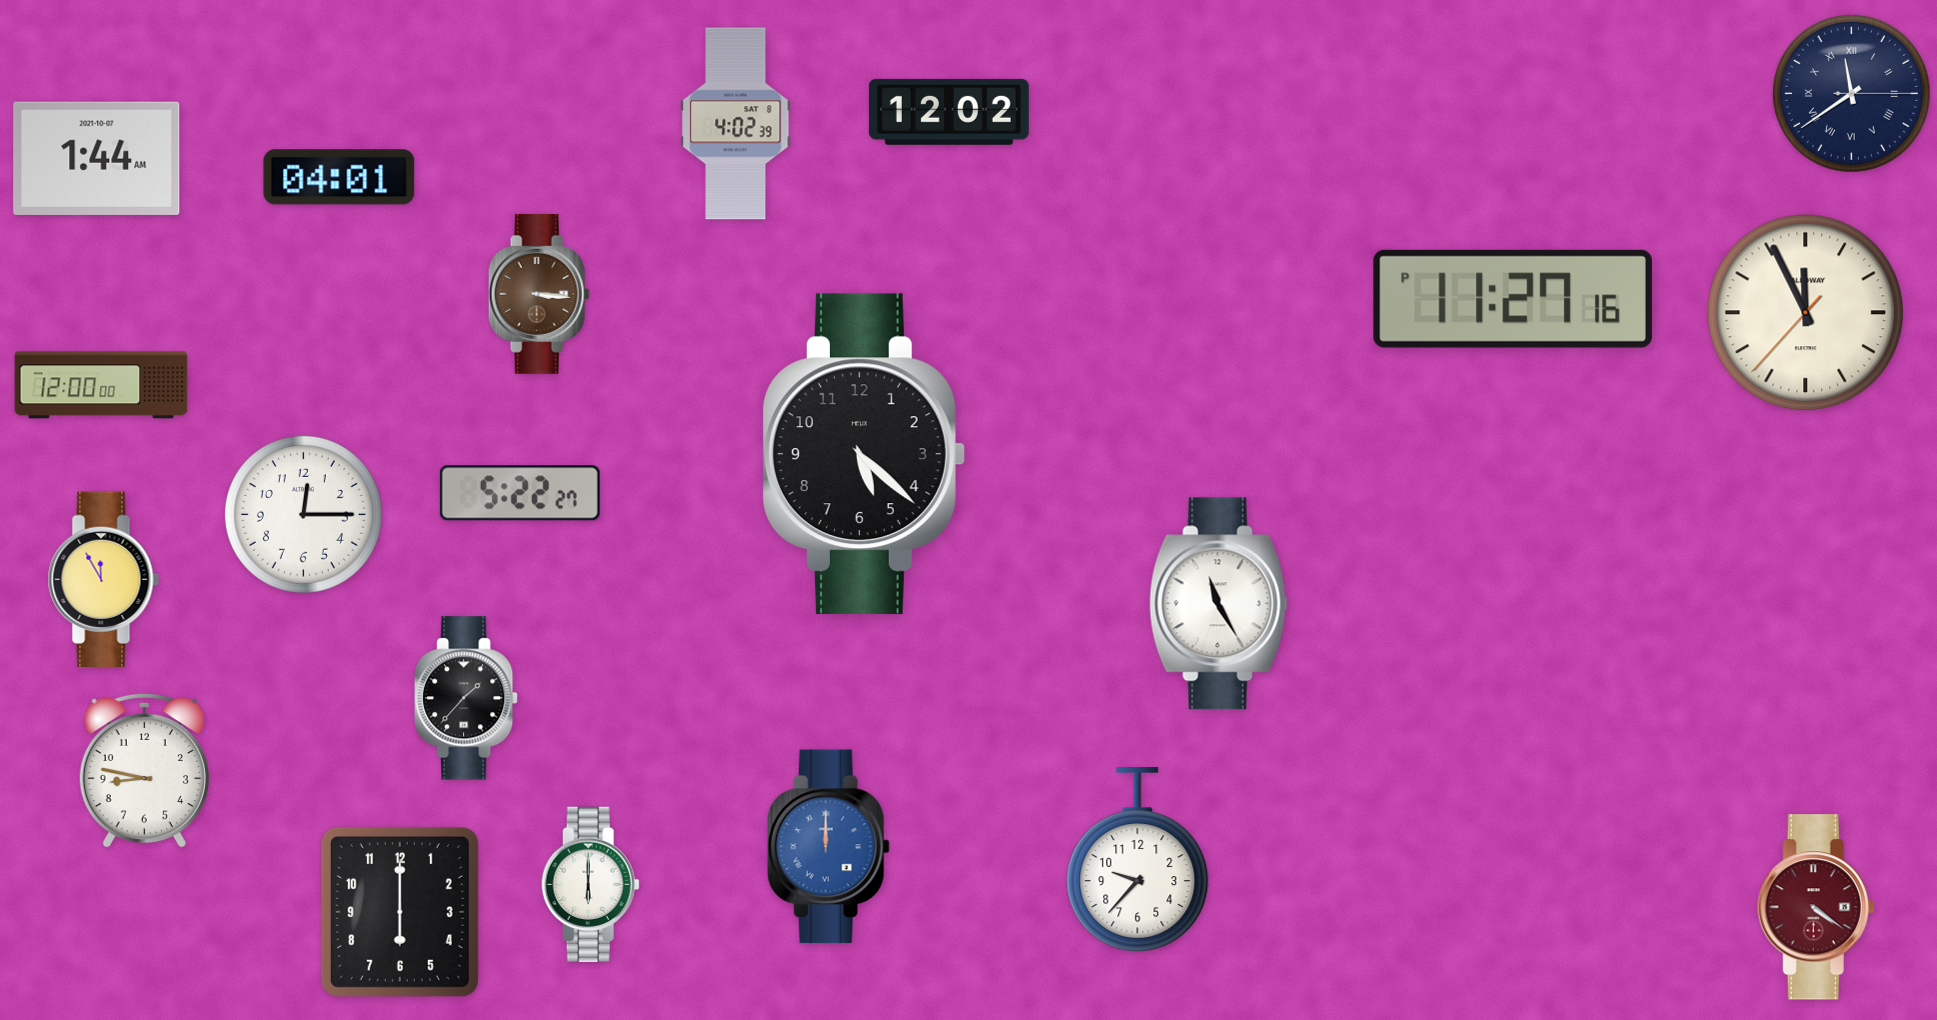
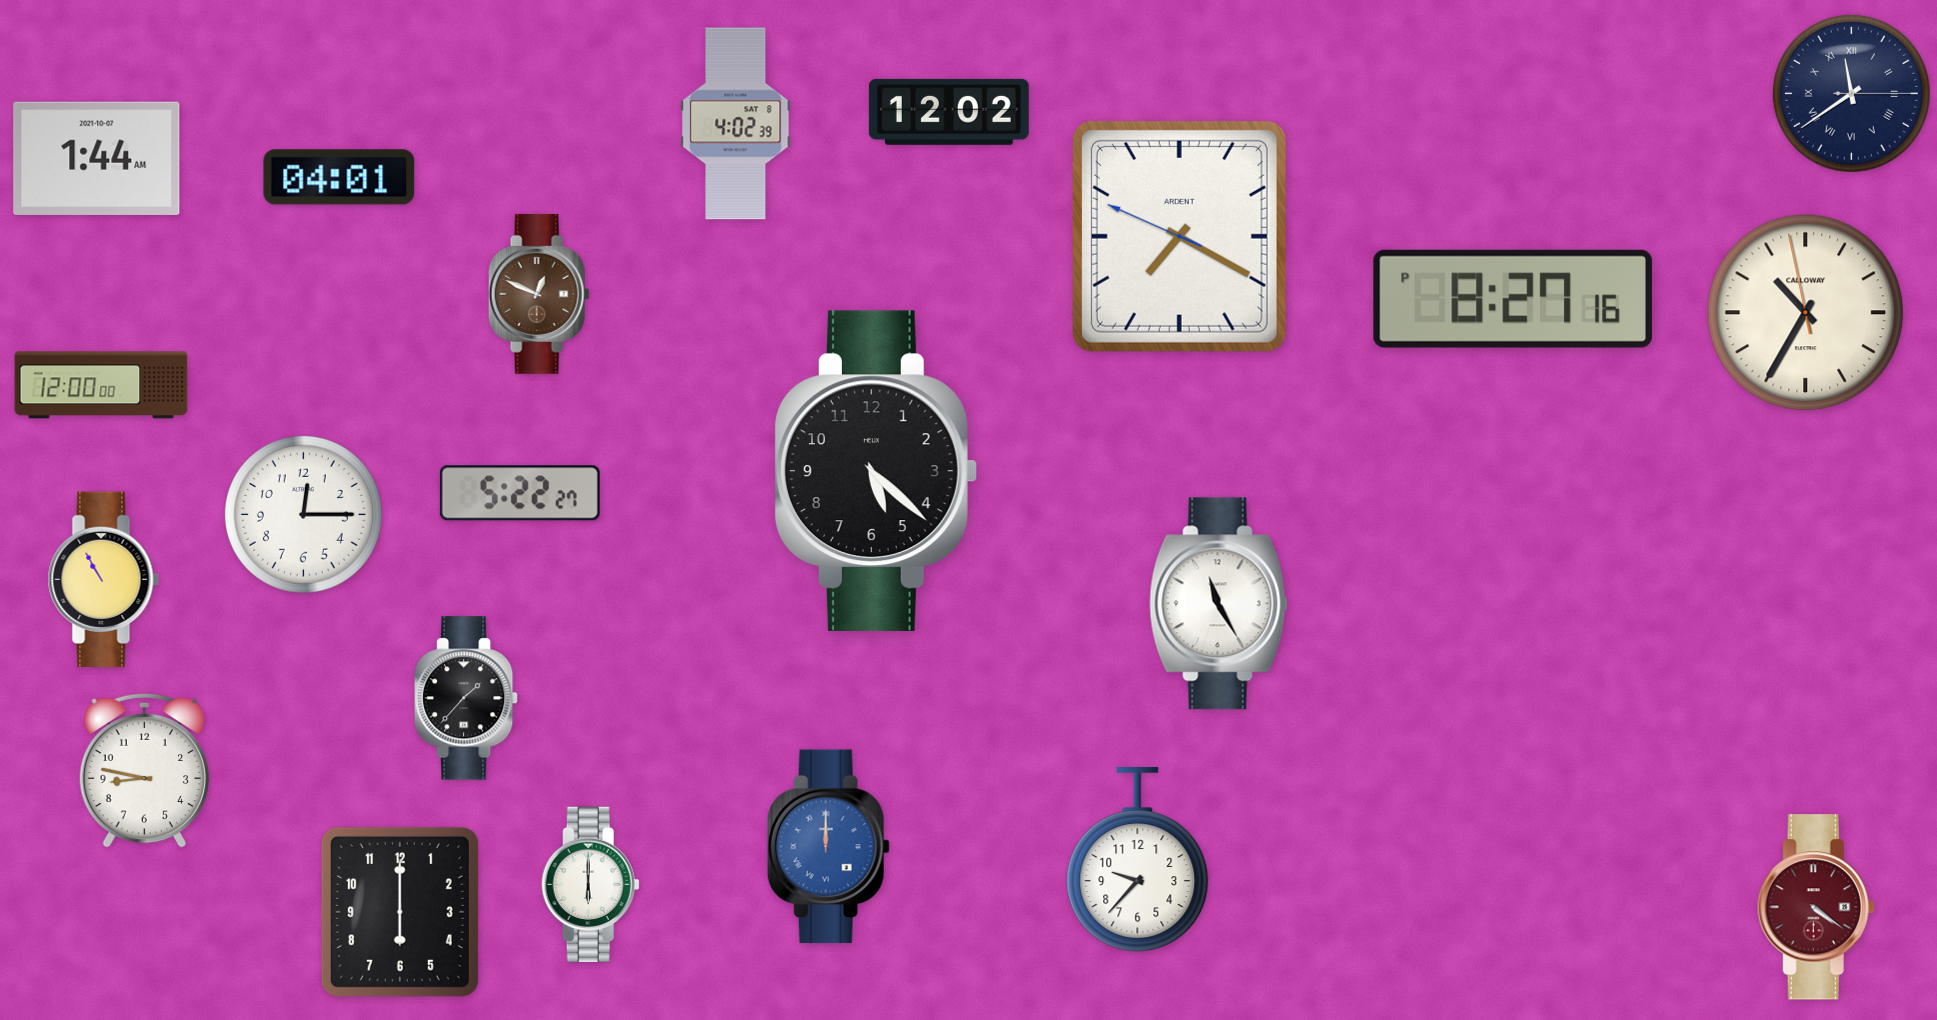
clock at (1179, 236): none -> 7:19
clock at (539, 294): 3:16 -> 12:49
clock at (1513, 299): 11:27 -> 8:27
clock at (1806, 313): 11:55 -> 10:34
clock at (863, 454) position: (863, 454) -> (875, 471)
clock at (103, 579): 11:55 -> 10:55
